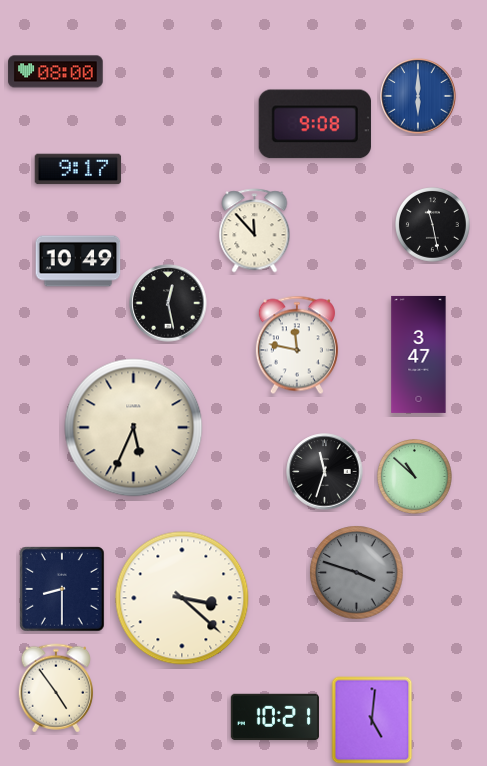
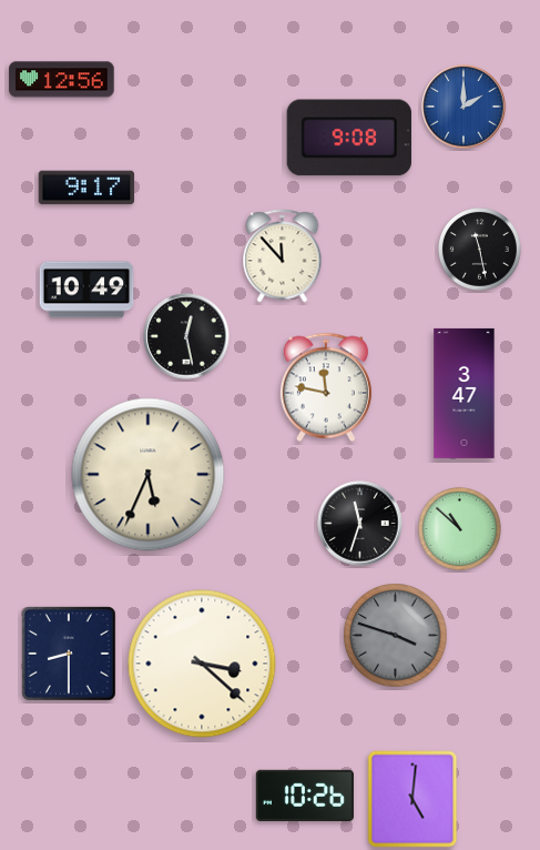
clock at (56, 72): 08:00 -> 12:56
clock at (418, 96): 6:00 -> 2:00
clock at (297, 345) position: (297, 345) -> (326, 387)
clock at (56, 688): 4:54 -> none
clock at (275, 716): 10:21 -> 10:26
